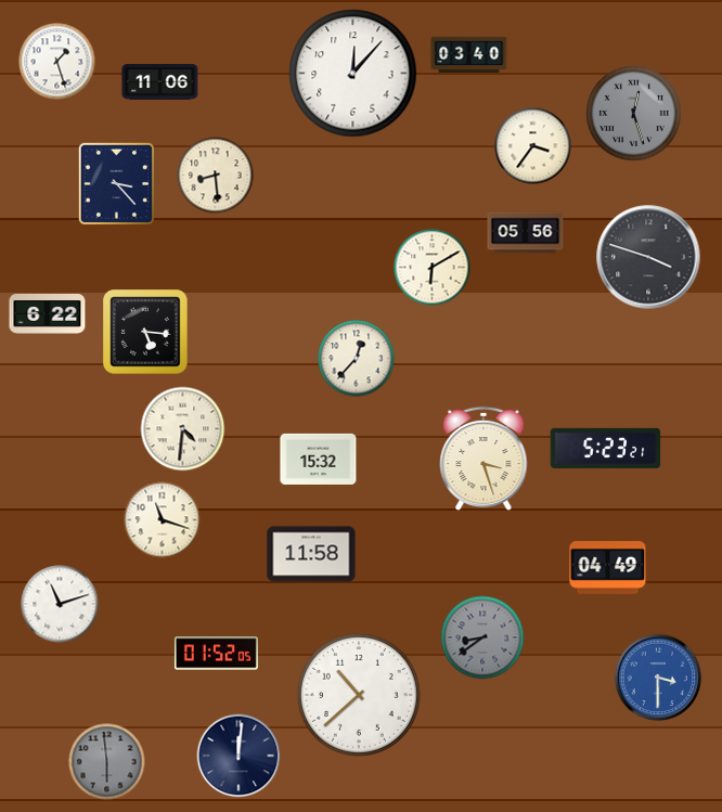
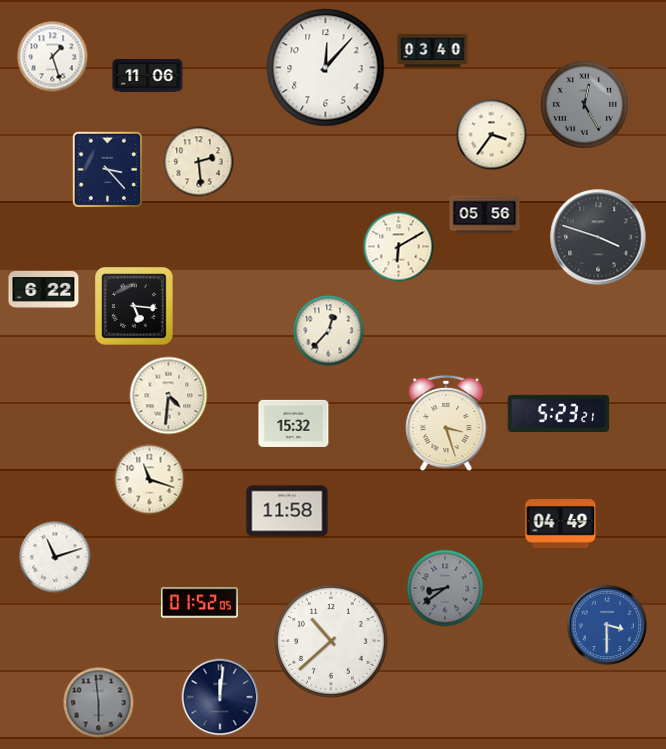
clock at (633, 113): 12:27 -> 12:25
clock at (216, 176): 8:29 -> 2:29
